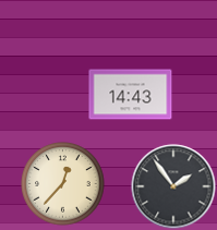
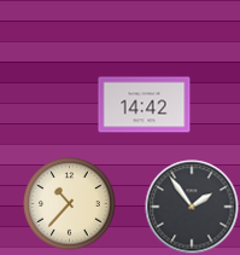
clock at (131, 95): 14:43 -> 14:42
clock at (63, 184): 12:37 -> 10:37
